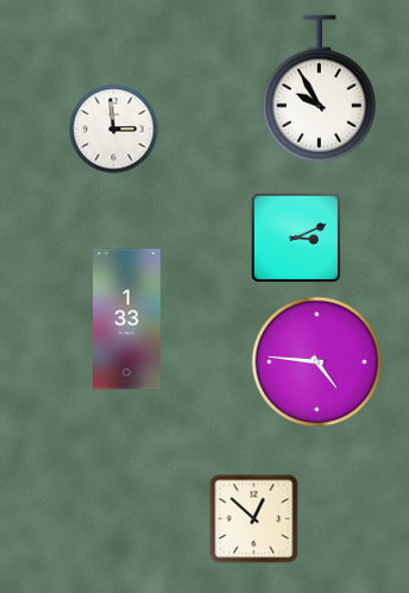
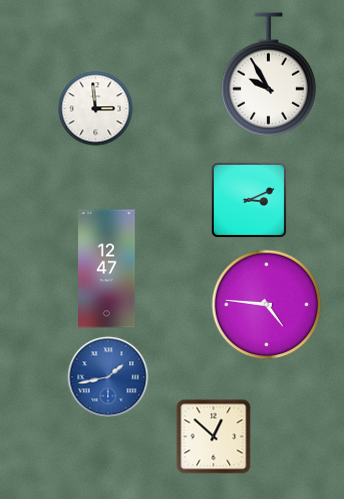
clock at (127, 320): 1:33 -> 12:47
clock at (108, 377): none -> 1:43
